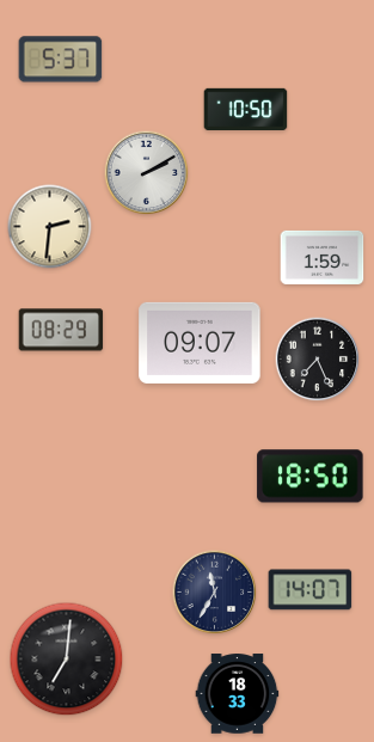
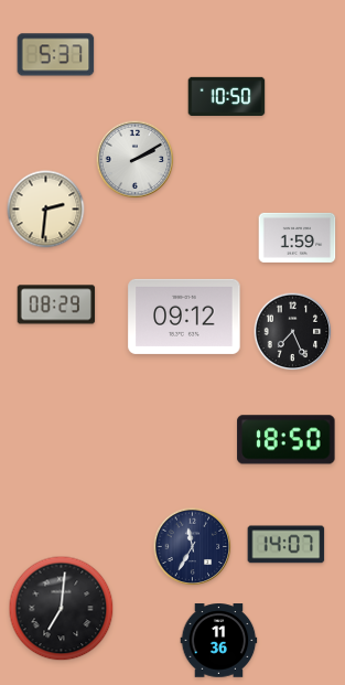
clock at (246, 109) position: (246, 109) -> (227, 96)
clock at (200, 343): 09:07 -> 09:12
clock at (215, 593) position: (215, 593) -> (193, 547)
clock at (238, 694): 18:33 -> 11:36
